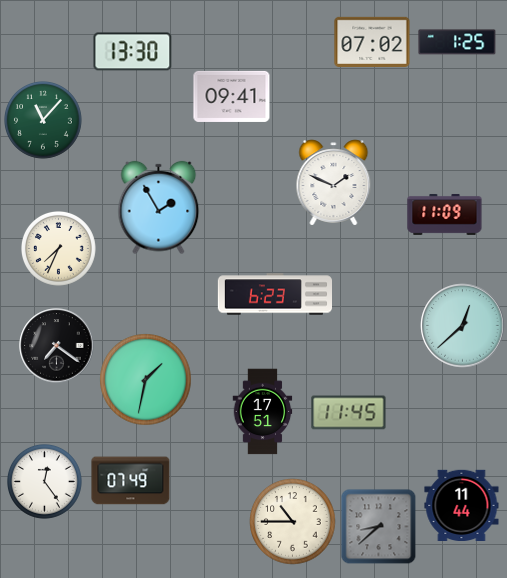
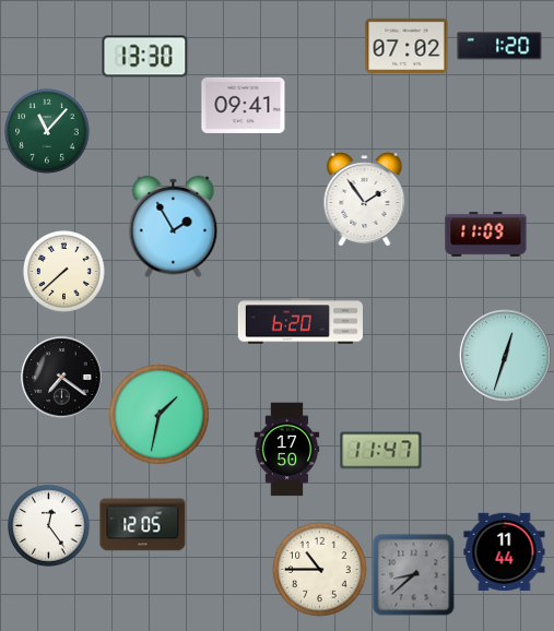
clock at (457, 42): 1:25 -> 1:20
clock at (232, 96) position: (232, 96) -> (244, 105)
clock at (334, 183): 1:49 -> 1:54
clock at (59, 249): 7:34 -> 7:38
clock at (274, 294): 6:23 -> 6:20
clock at (463, 326): 12:38 -> 12:33
clock at (263, 412): 17:51 -> 17:50
clock at (349, 413): 11:45 -> 11:47
clock at (131, 481): 07:49 -> 12:05
